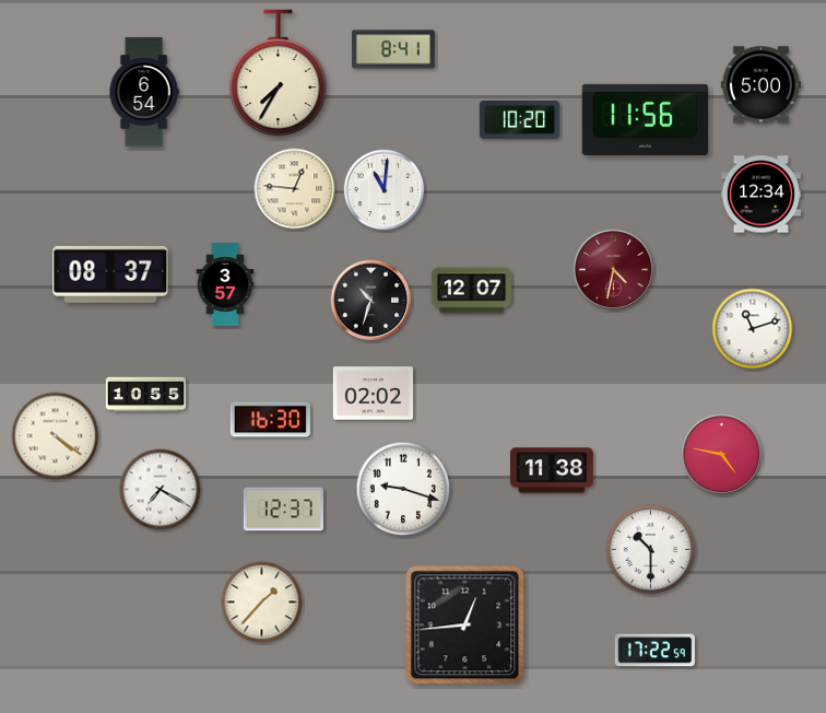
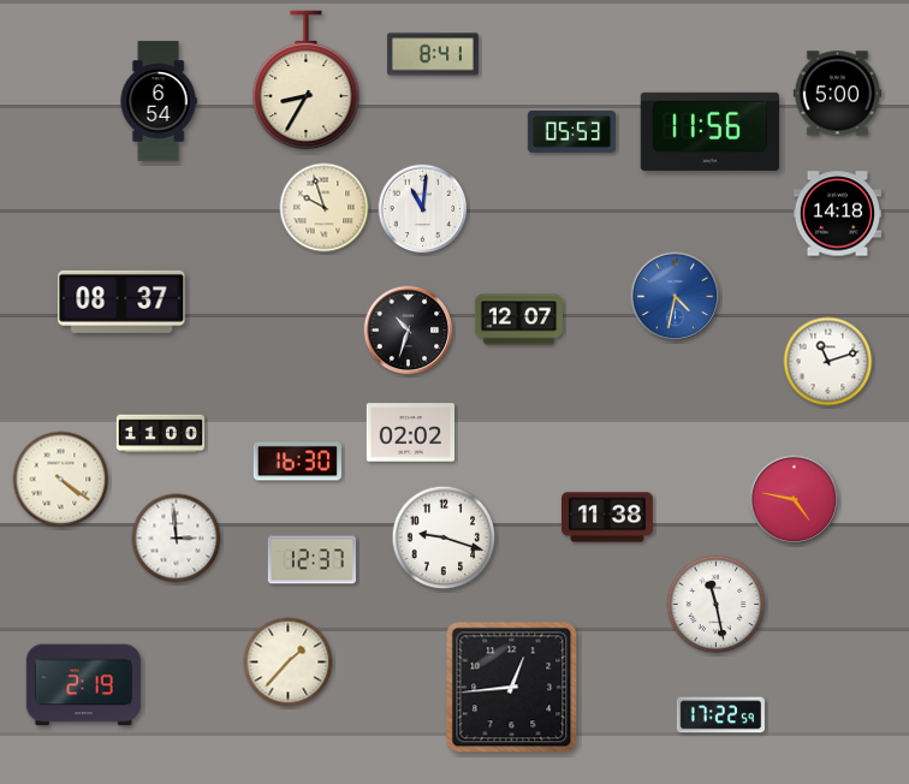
clock at (279, 73): 7:35 -> 8:35
clock at (519, 120): 10:20 -> 05:53
clock at (295, 189): 12:46 -> 9:57
clock at (760, 195): 12:34 -> 14:18
clock at (614, 270) dial: burgundy -> blue
clock at (225, 284): 3:57 -> none
clock at (145, 395): 10:55 -> 11:00
clock at (161, 490): 7:20 -> 2:59
clock at (651, 550): 10:30 -> 11:28
clock at (83, 685): none -> 2:19
